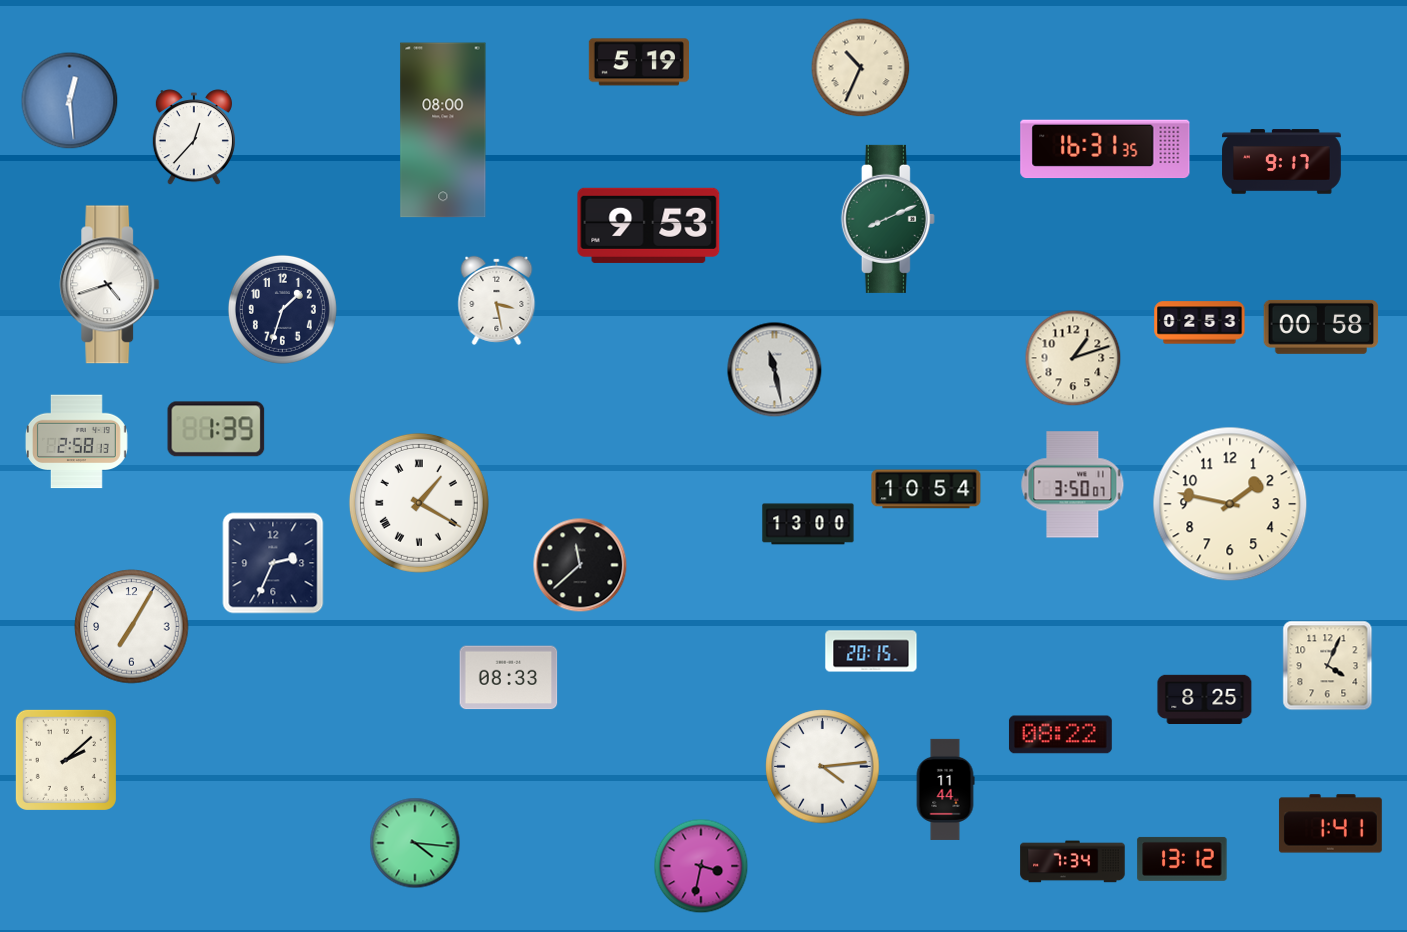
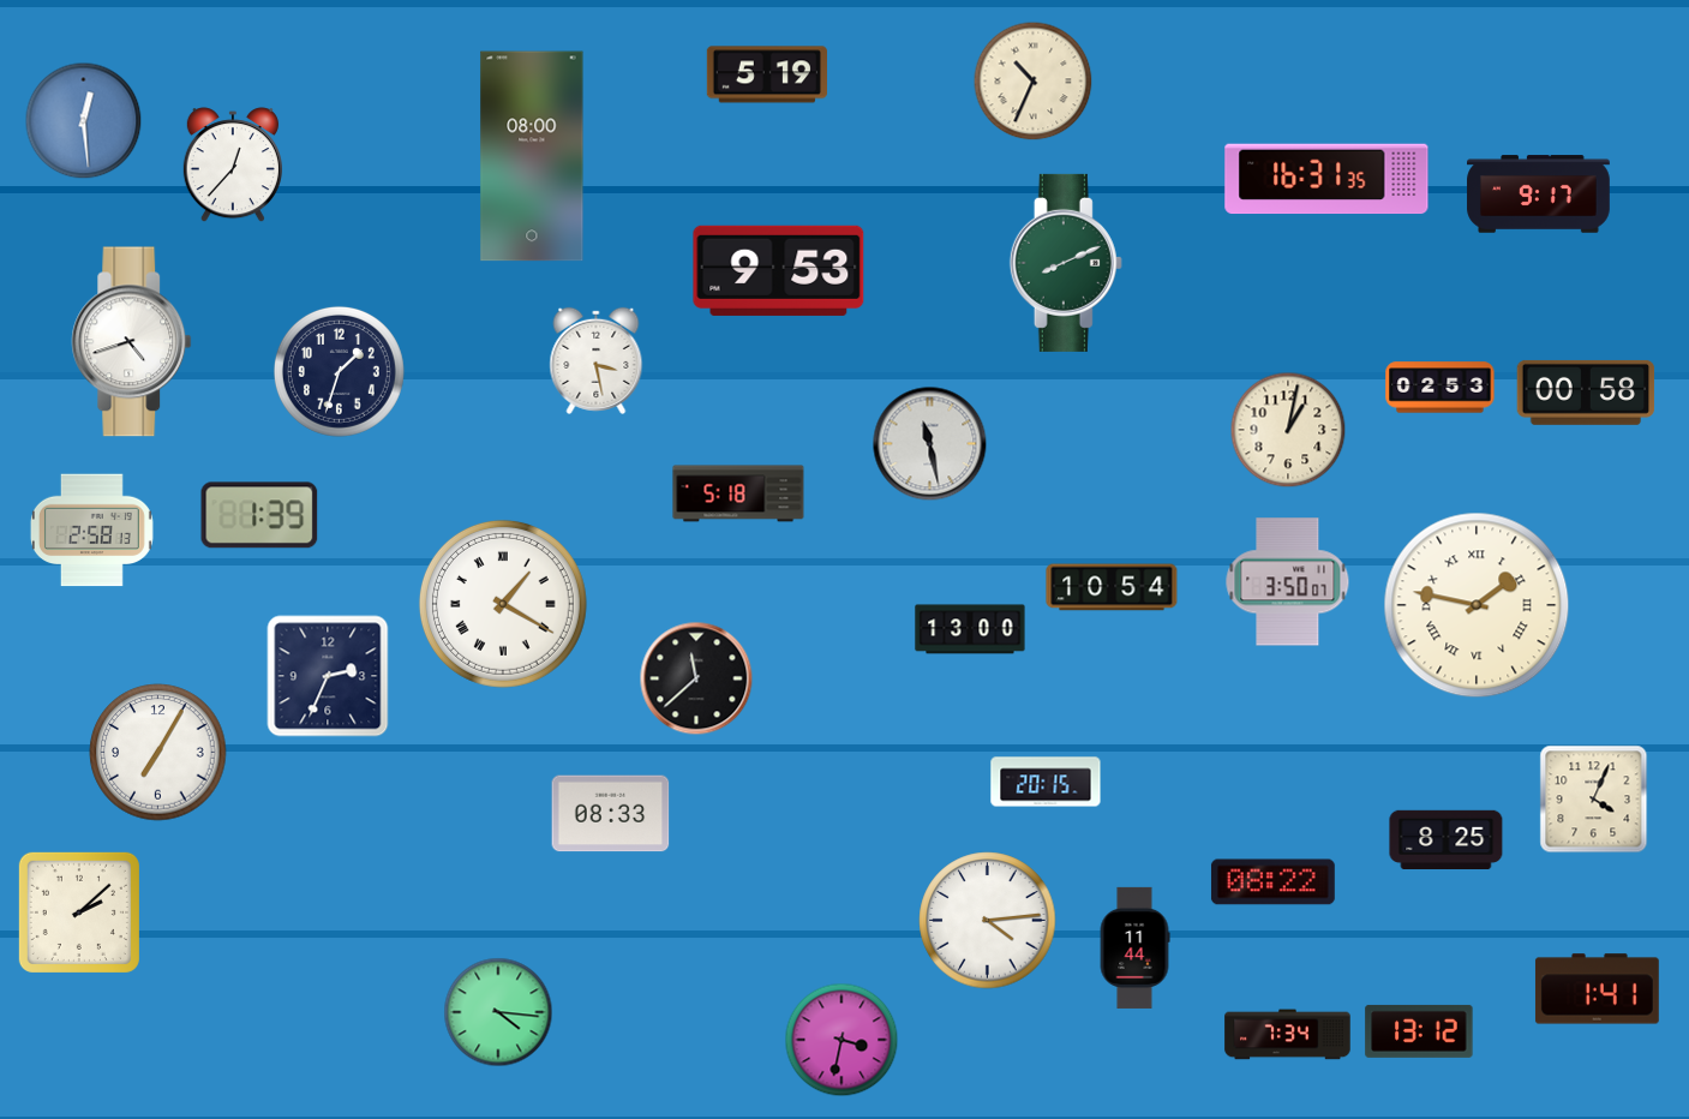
clock at (1073, 358): 1:12 -> 1:02
clock at (738, 493): none -> 5:18
clock at (1230, 504) numerals: Arabic -> Roman
